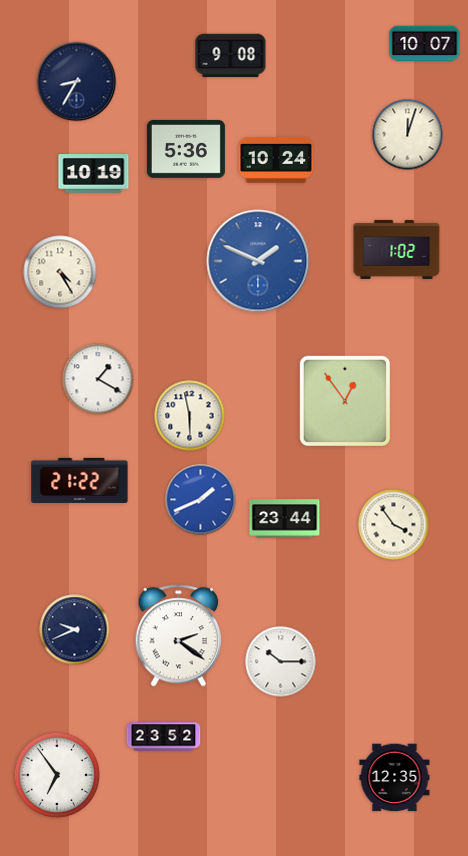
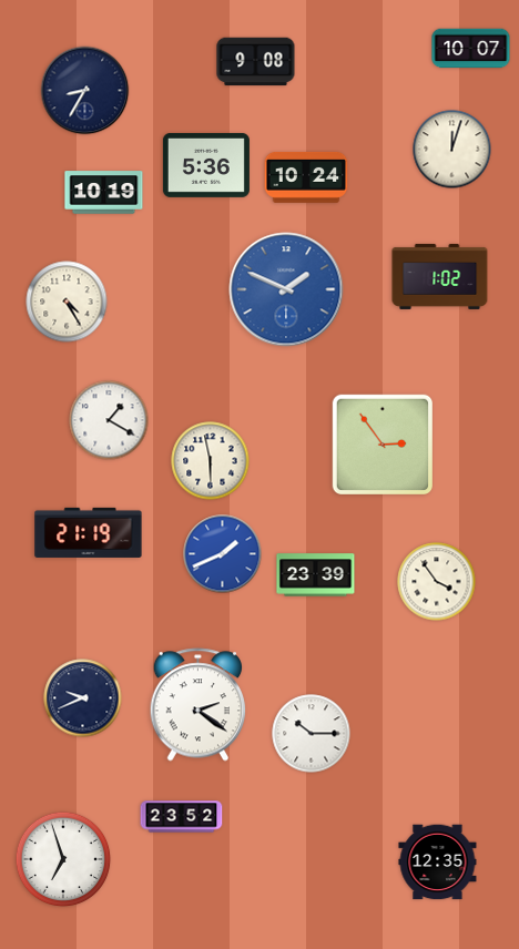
clock at (344, 400): 12:54 -> 2:54
clock at (80, 480): 21:22 -> 21:19
clock at (285, 519): 23:44 -> 23:39
clock at (57, 775): 6:54 -> 6:57
